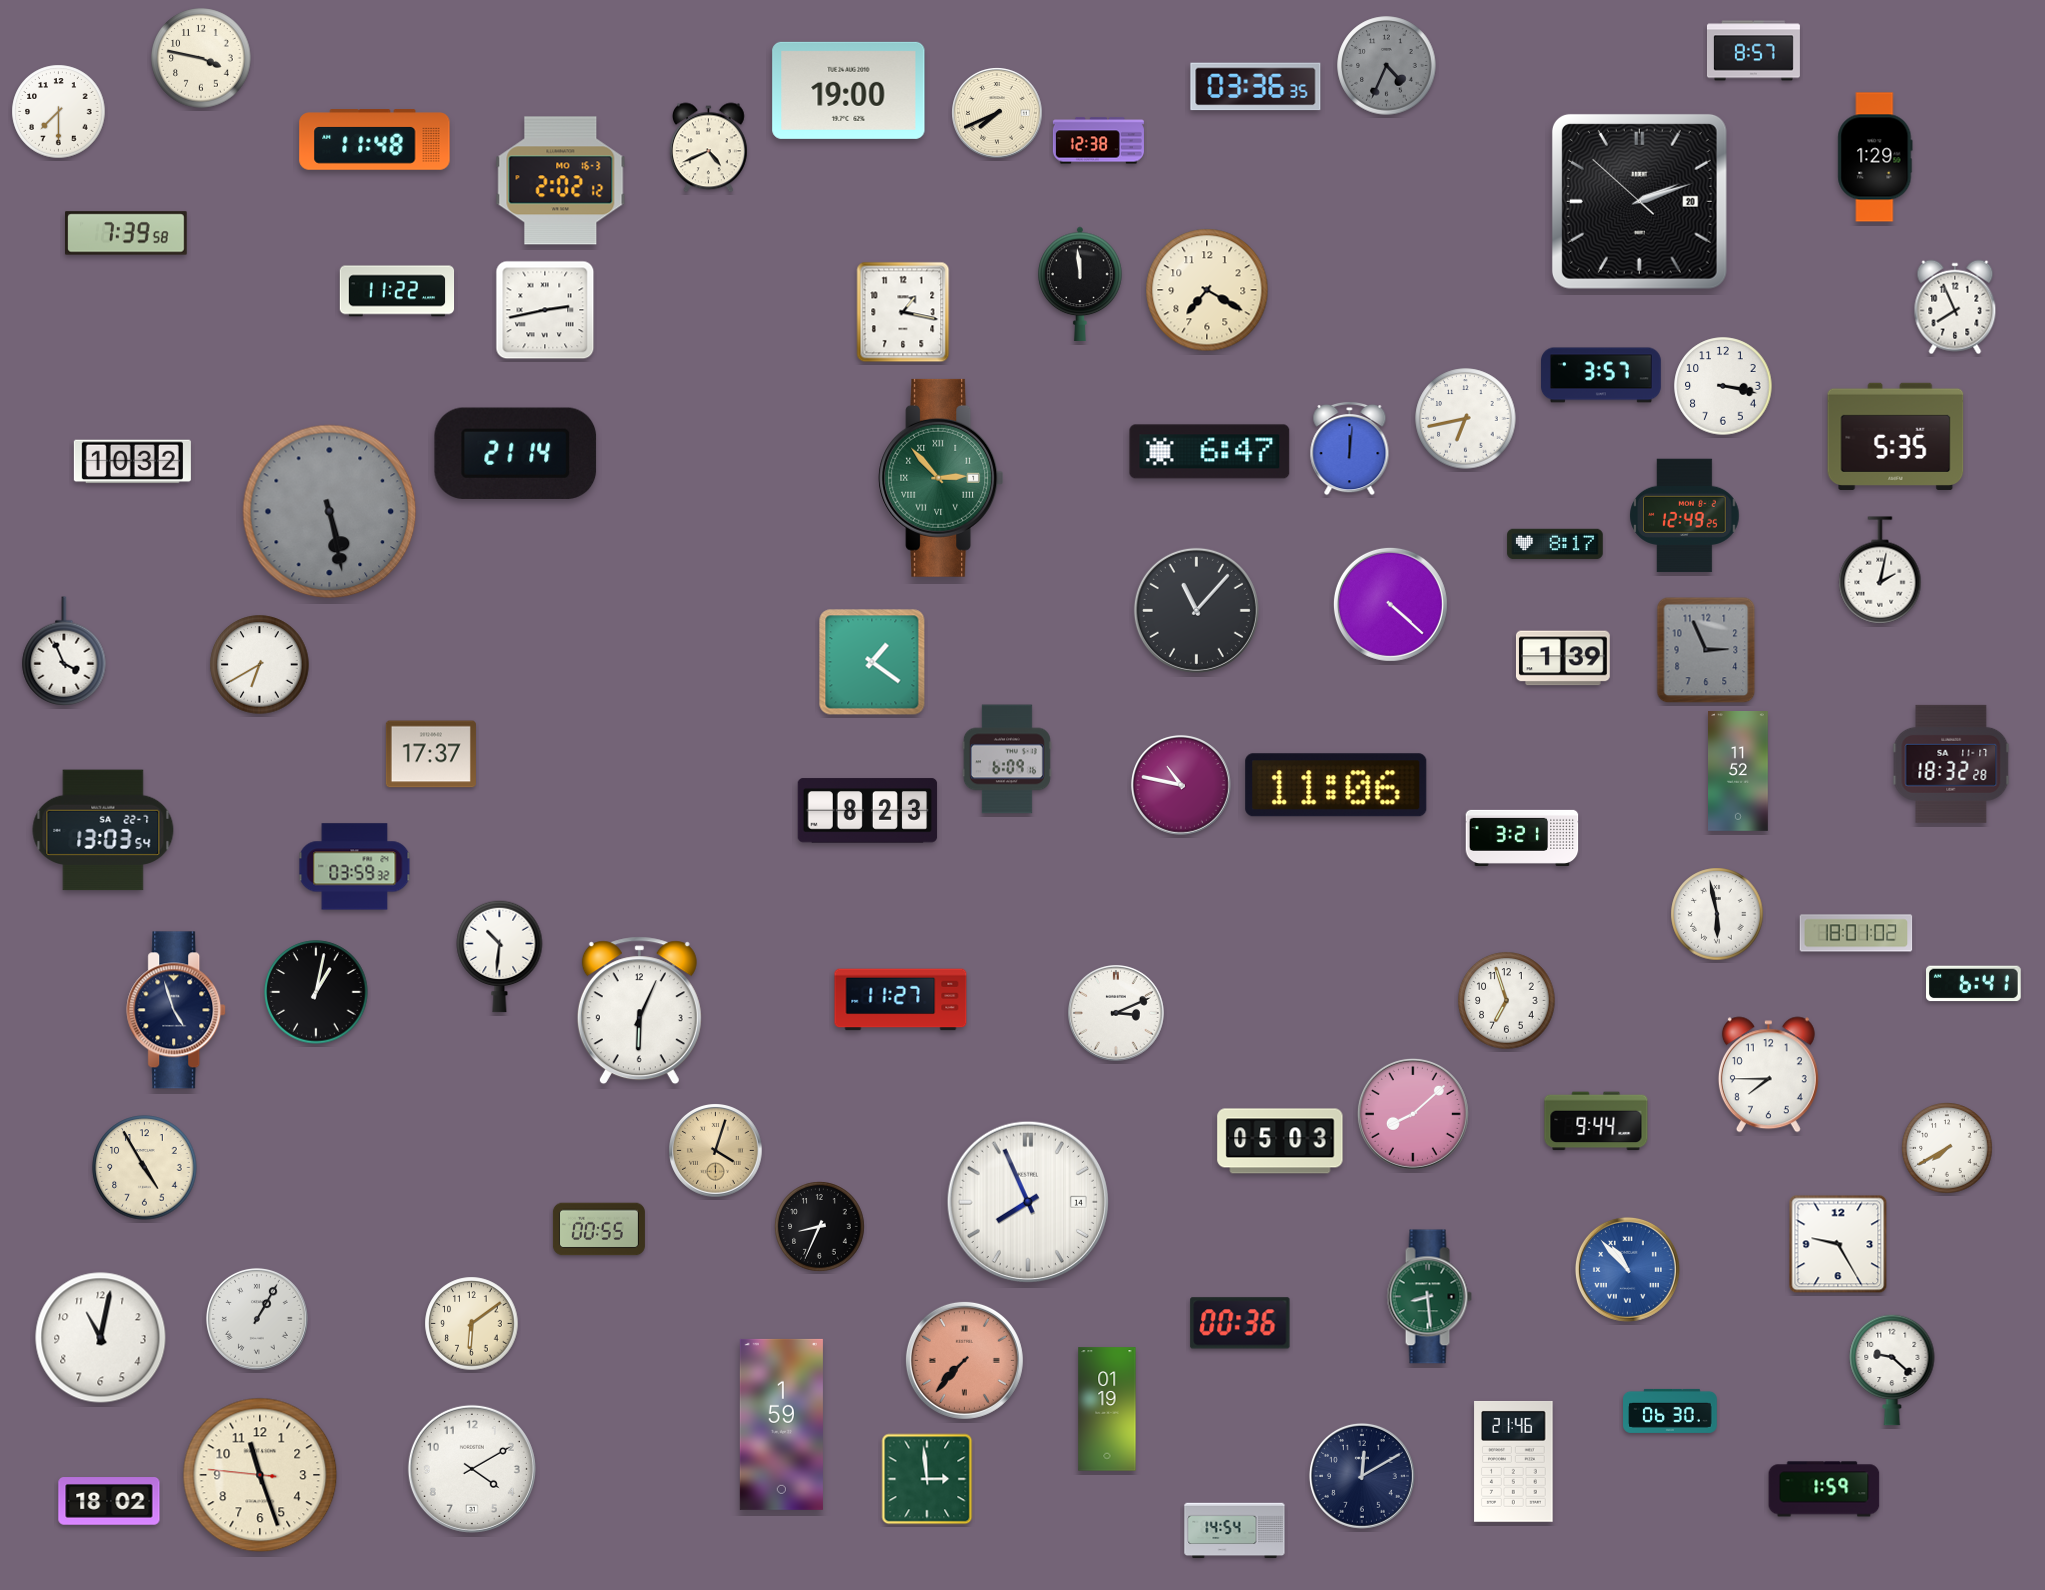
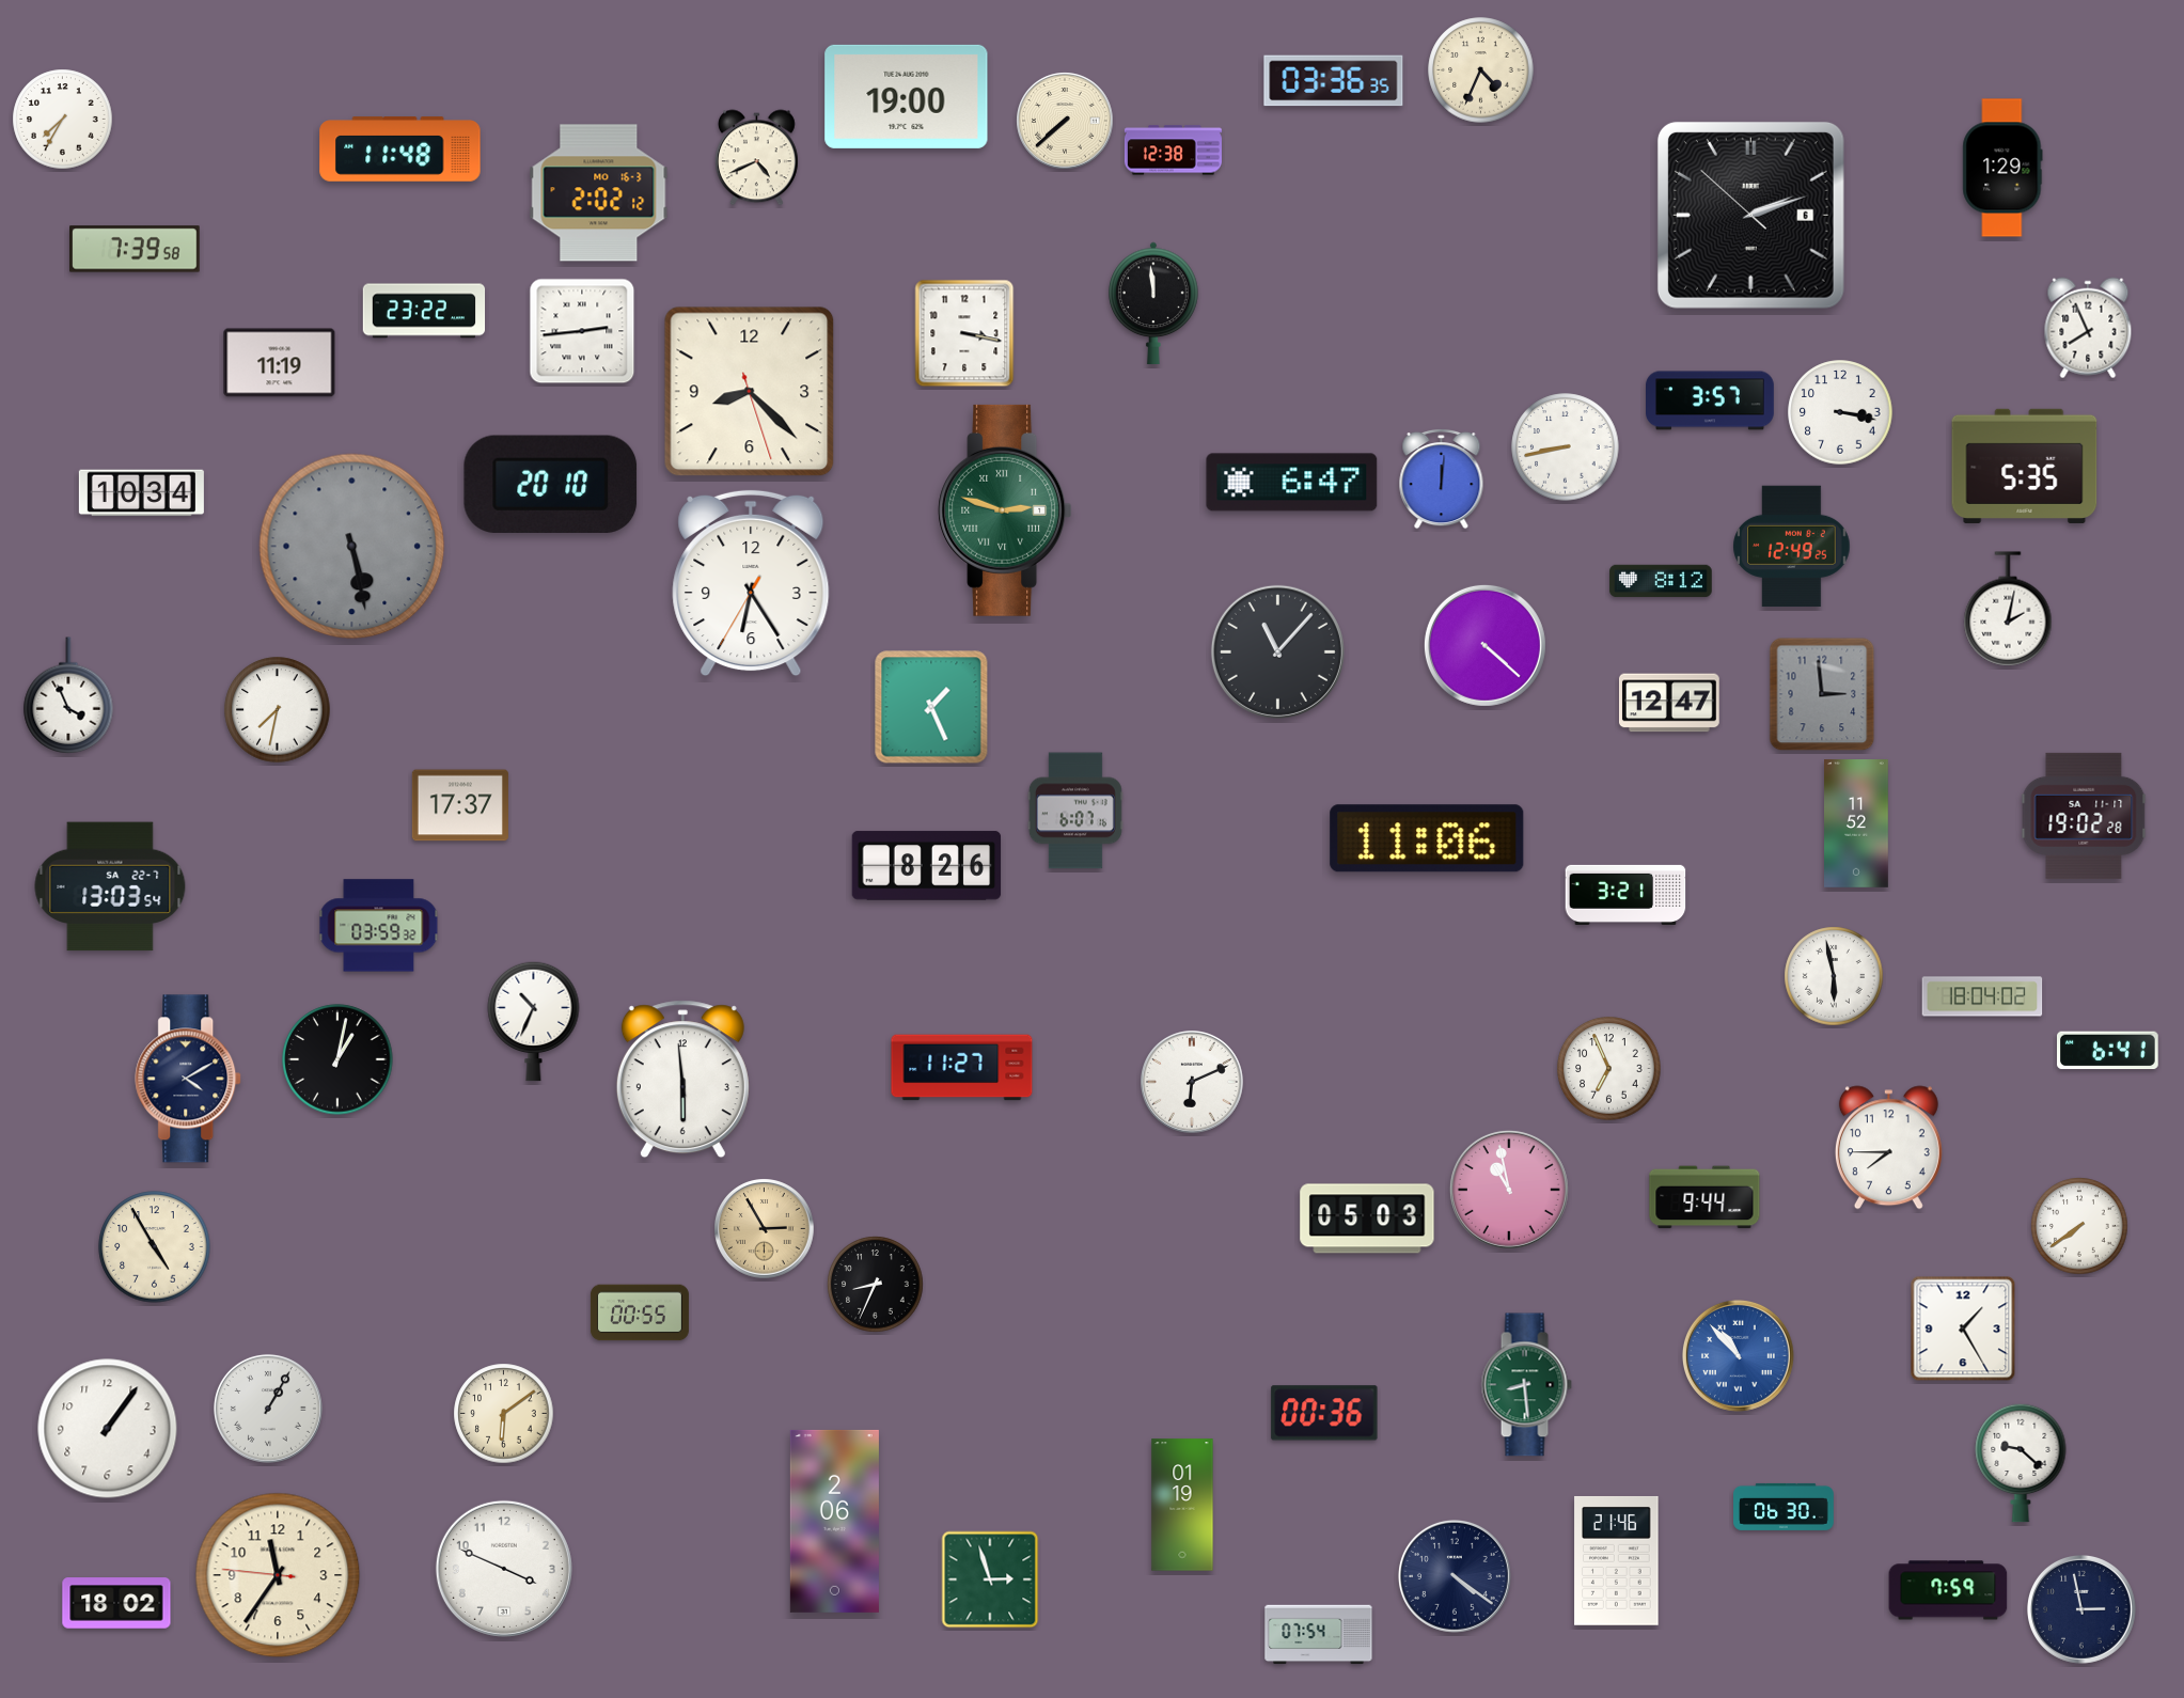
clock at (1753, 51): 8:57 -> none
clock at (201, 58): 3:47 -> none
clock at (1387, 66) dial: grey -> cream
clock at (1256, 87) position: (1256, 87) -> (1334, 81)
clock at (59, 112): 7:30 -> 7:35
clock at (997, 113): 7:41 -> 7:38
clock at (1639, 201) date: 20 -> 6
clock at (1207, 290): 7:20 -> none
clock at (397, 291): 11:22 -> 23:22
clock at (545, 310): 2:43 -> 2:44
clock at (903, 312): 1:17 -> 3:17
clock at (280, 363): none -> 11:19
clock at (750, 392): none -> 8:22
clock at (1466, 419): 6:43 -> 8:43
clock at (516, 453): 21:14 -> 20:10
clock at (132, 462): 10:32 -> 10:34
clock at (941, 478): 2:53 -> 2:48
clock at (1685, 516) position: (1685, 516) -> (1792, 547)
clock at (1555, 544): 8:17 -> 8:12
clock at (751, 583): none -> 6:24
clock at (1706, 650): 2:56 -> 2:59
clock at (1563, 658): 1:39 -> 12:47
clock at (872, 662): 1:21 -> 1:26
clock at (260, 665): 6:40 -> 7:32
clock at (1007, 759): 6:09 -> 6:07
clock at (1951, 764): 18:32 -> 19:02
clock at (1181, 785): 10:47 -> none
clock at (868, 811): 8:23 -> 8:26
clock at (1856, 933): 18:01 -> 18:04
clock at (500, 956): 10:31 -> 10:34
clock at (1507, 1001): 6:57 -> 6:56
clock at (177, 1010): 4:57 -> 4:10
clock at (639, 1011): 6:04 -> 5:59
clock at (1117, 1014): 3:11 -> 6:11
clock at (1413, 1114): 8:08 -> 10:58
clock at (1947, 1148): 7:40 -> 7:39
clock at (716, 1151): 4:03 -> 2:55
clock at (1028, 1202): 7:56 -> none
clock at (820, 1227) position: (820, 1227) -> (876, 1285)
clock at (1838, 1244): 9:25 -> 1:25
clock at (257, 1319) position: (257, 1319) -> (268, 1409)
clock at (101, 1338): 11:02 -> 1:06
clock at (964, 1360): 7:37 -> none
clock at (781, 1424): 1:59 -> 2:06
clock at (472, 1469): 4:10 -> 3:49
clock at (260, 1475): 11:26 -> 11:35
clock at (1362, 1476): 12:10 -> 4:21
clock at (927, 1479): 2:59 -> 2:57
clock at (1824, 1489): 1:59 -> 7:59
clock at (2081, 1609): none -> 2:58
clock at (1235, 1531): 14:54 -> 07:54
